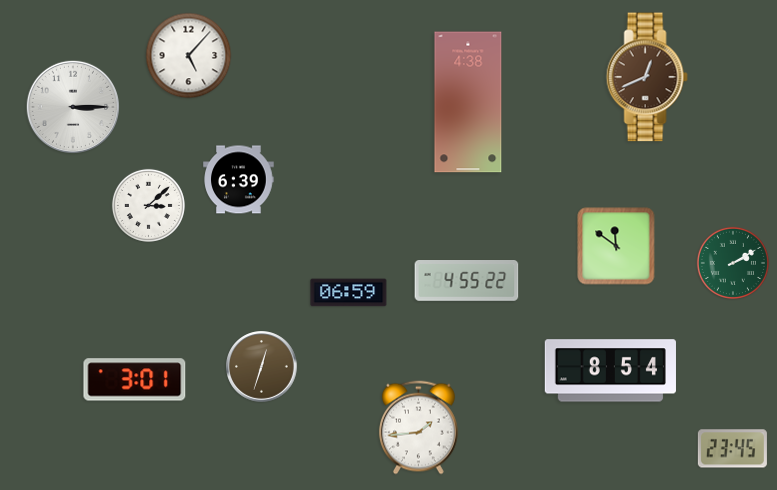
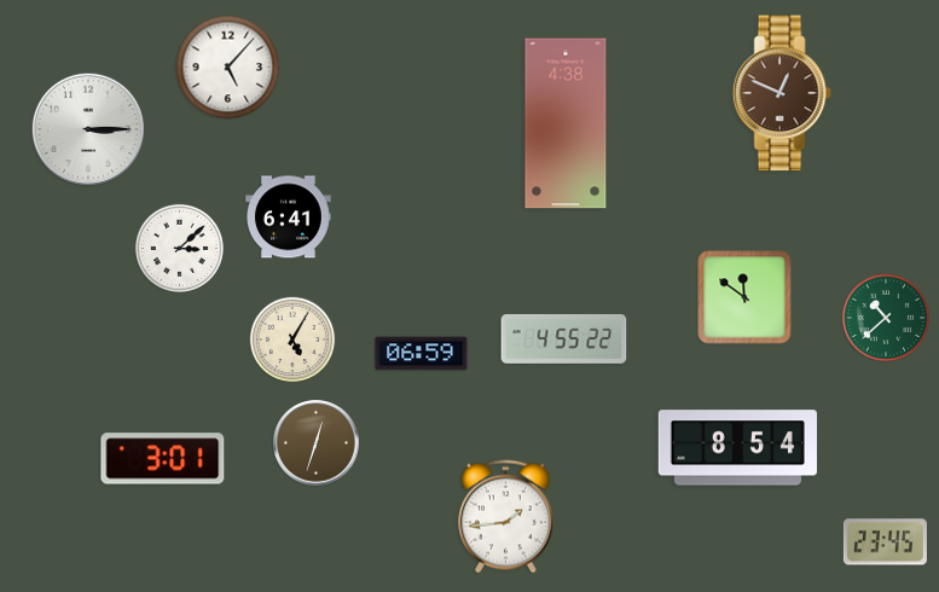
clock at (647, 77): 12:41 -> 12:49
clock at (239, 180): 6:39 -> 6:41
clock at (733, 263): 2:10 -> 10:38
clock at (292, 339): none -> 5:05
